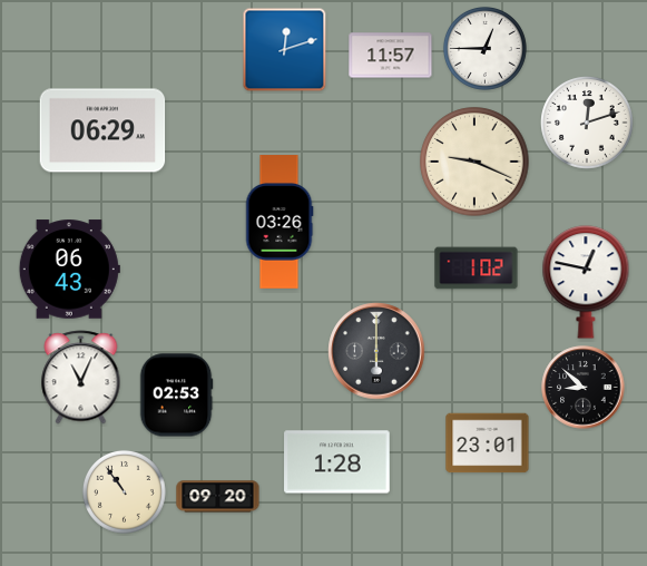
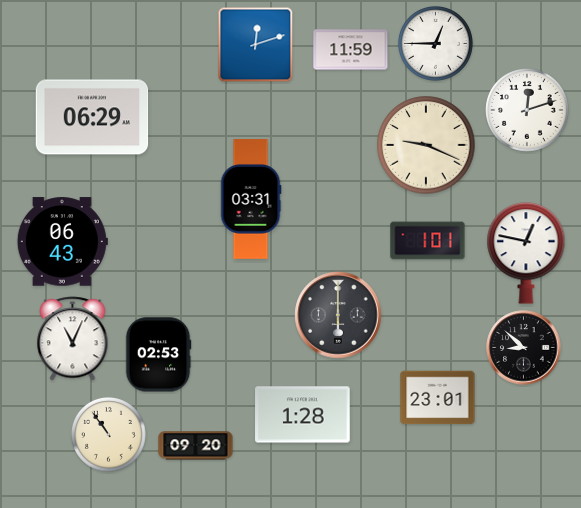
clock at (391, 56): 11:57 -> 11:59
clock at (280, 222): 03:26 -> 03:31
clock at (477, 269): 1:02 -> 1:01
clock at (124, 491) position: (124, 491) -> (108, 434)
